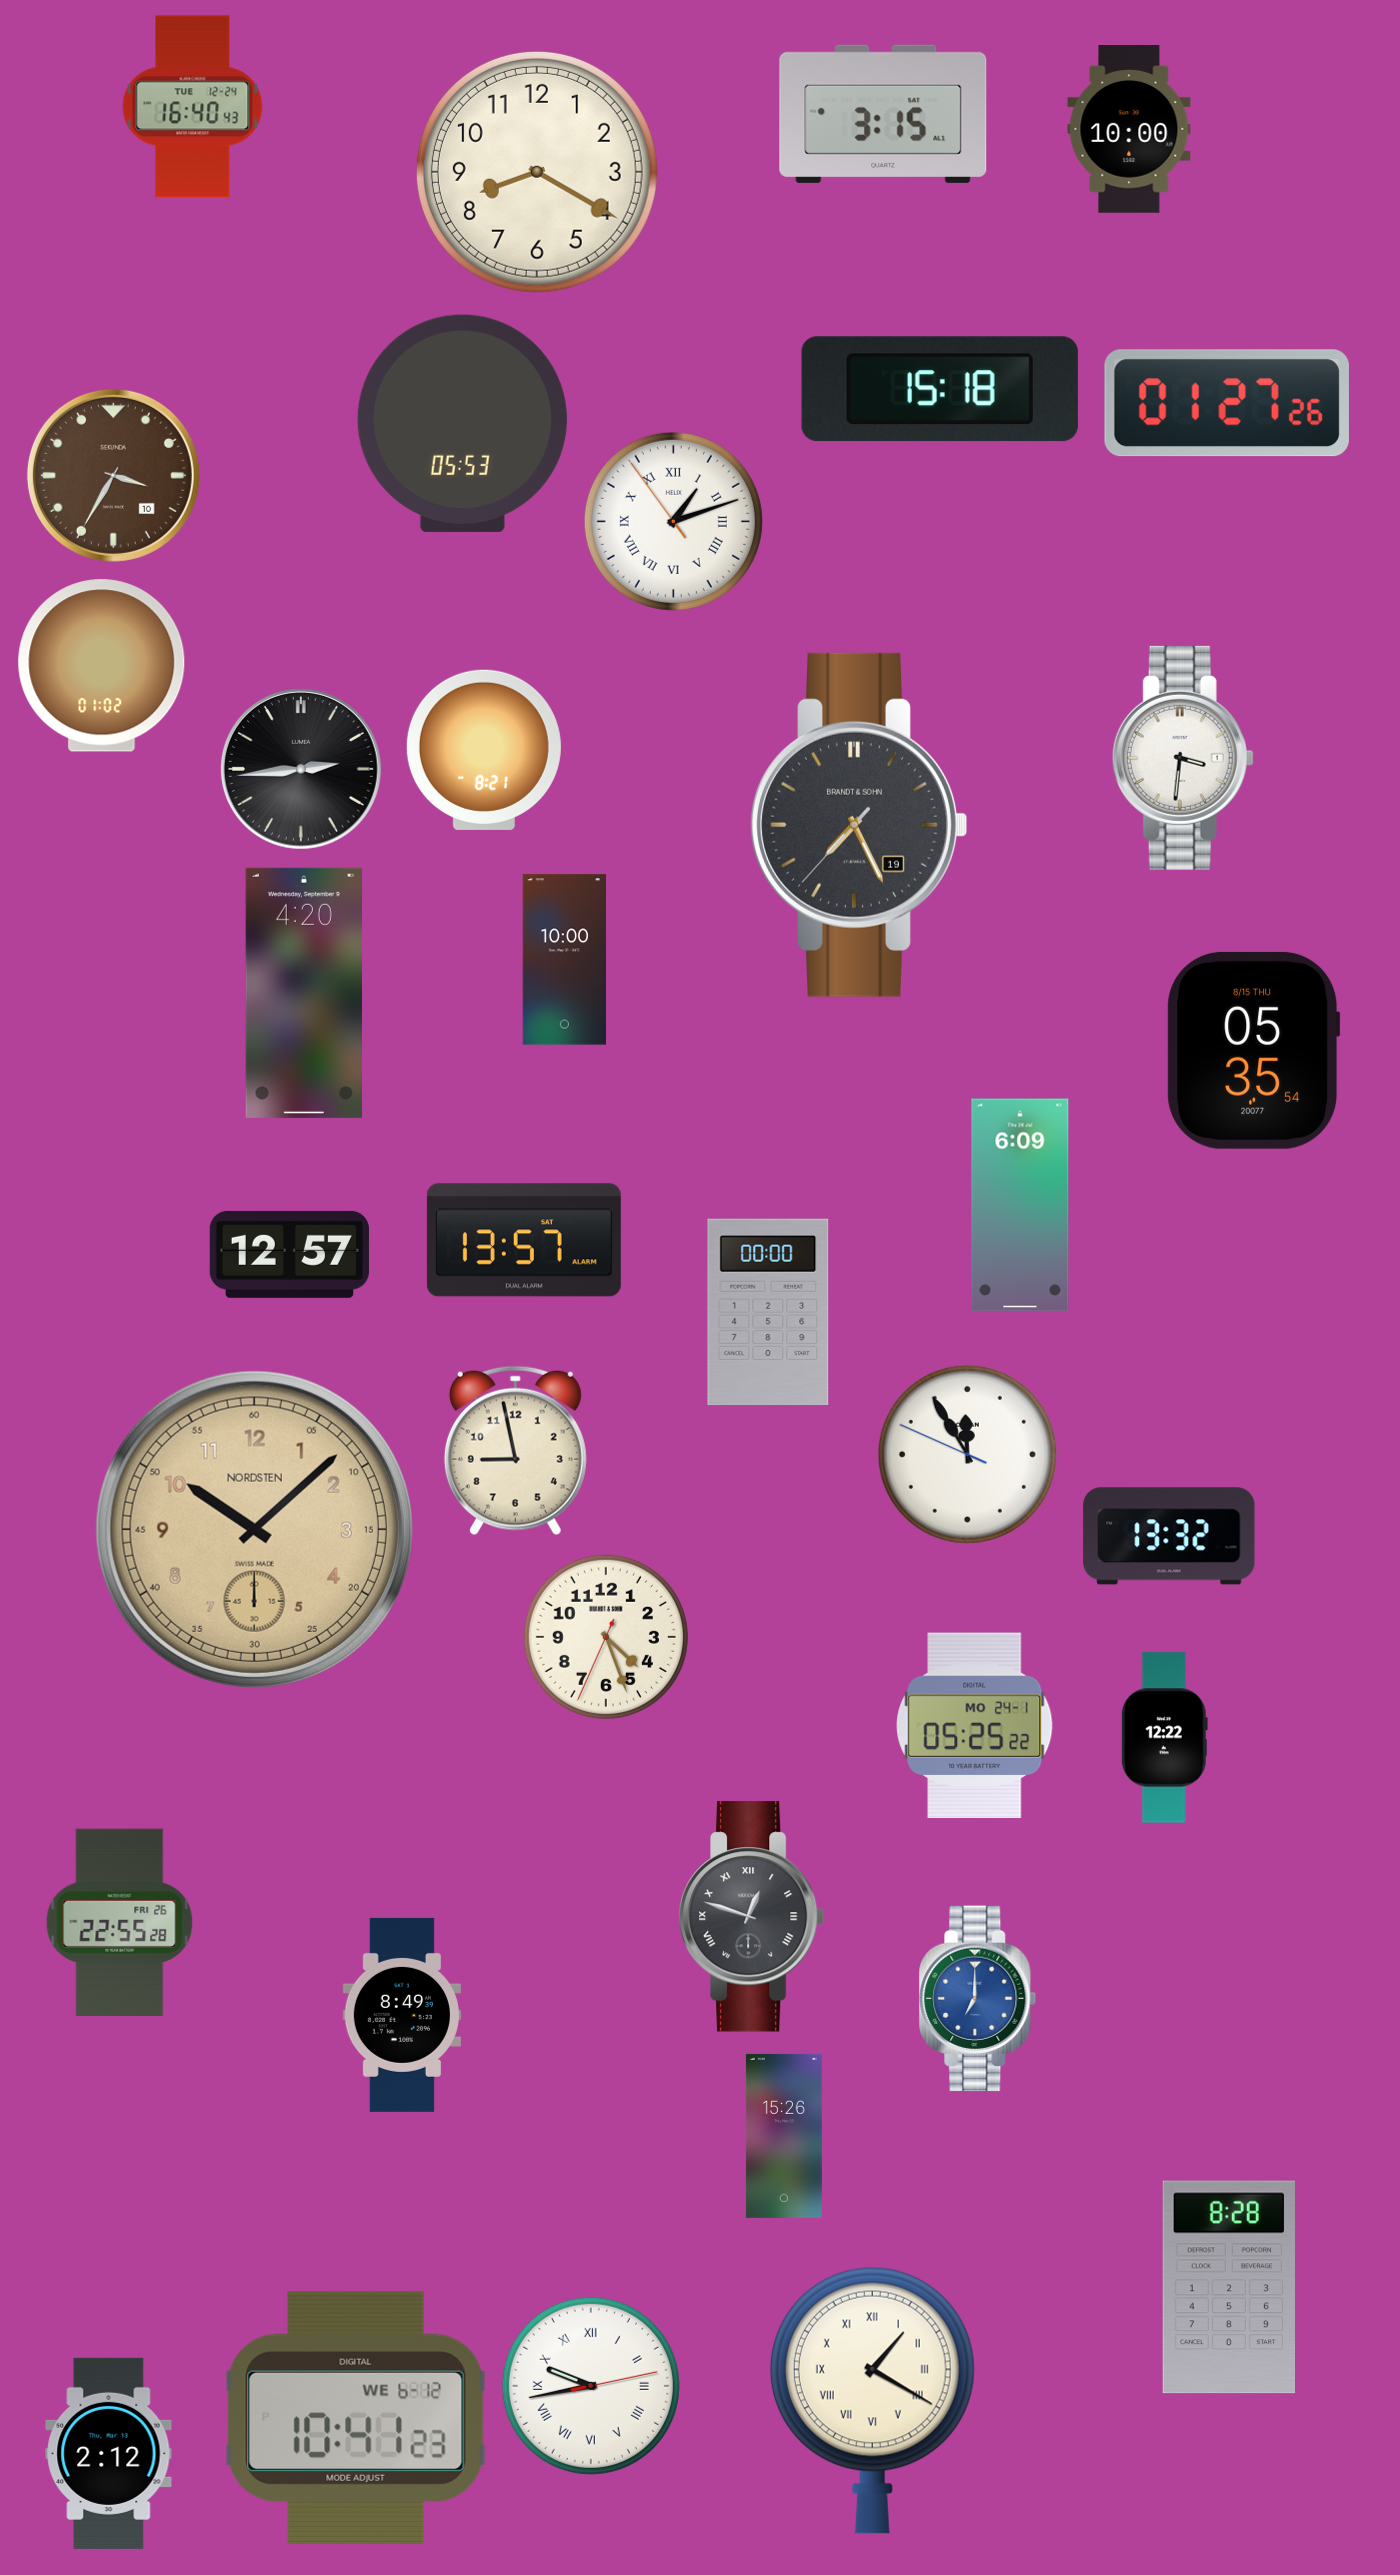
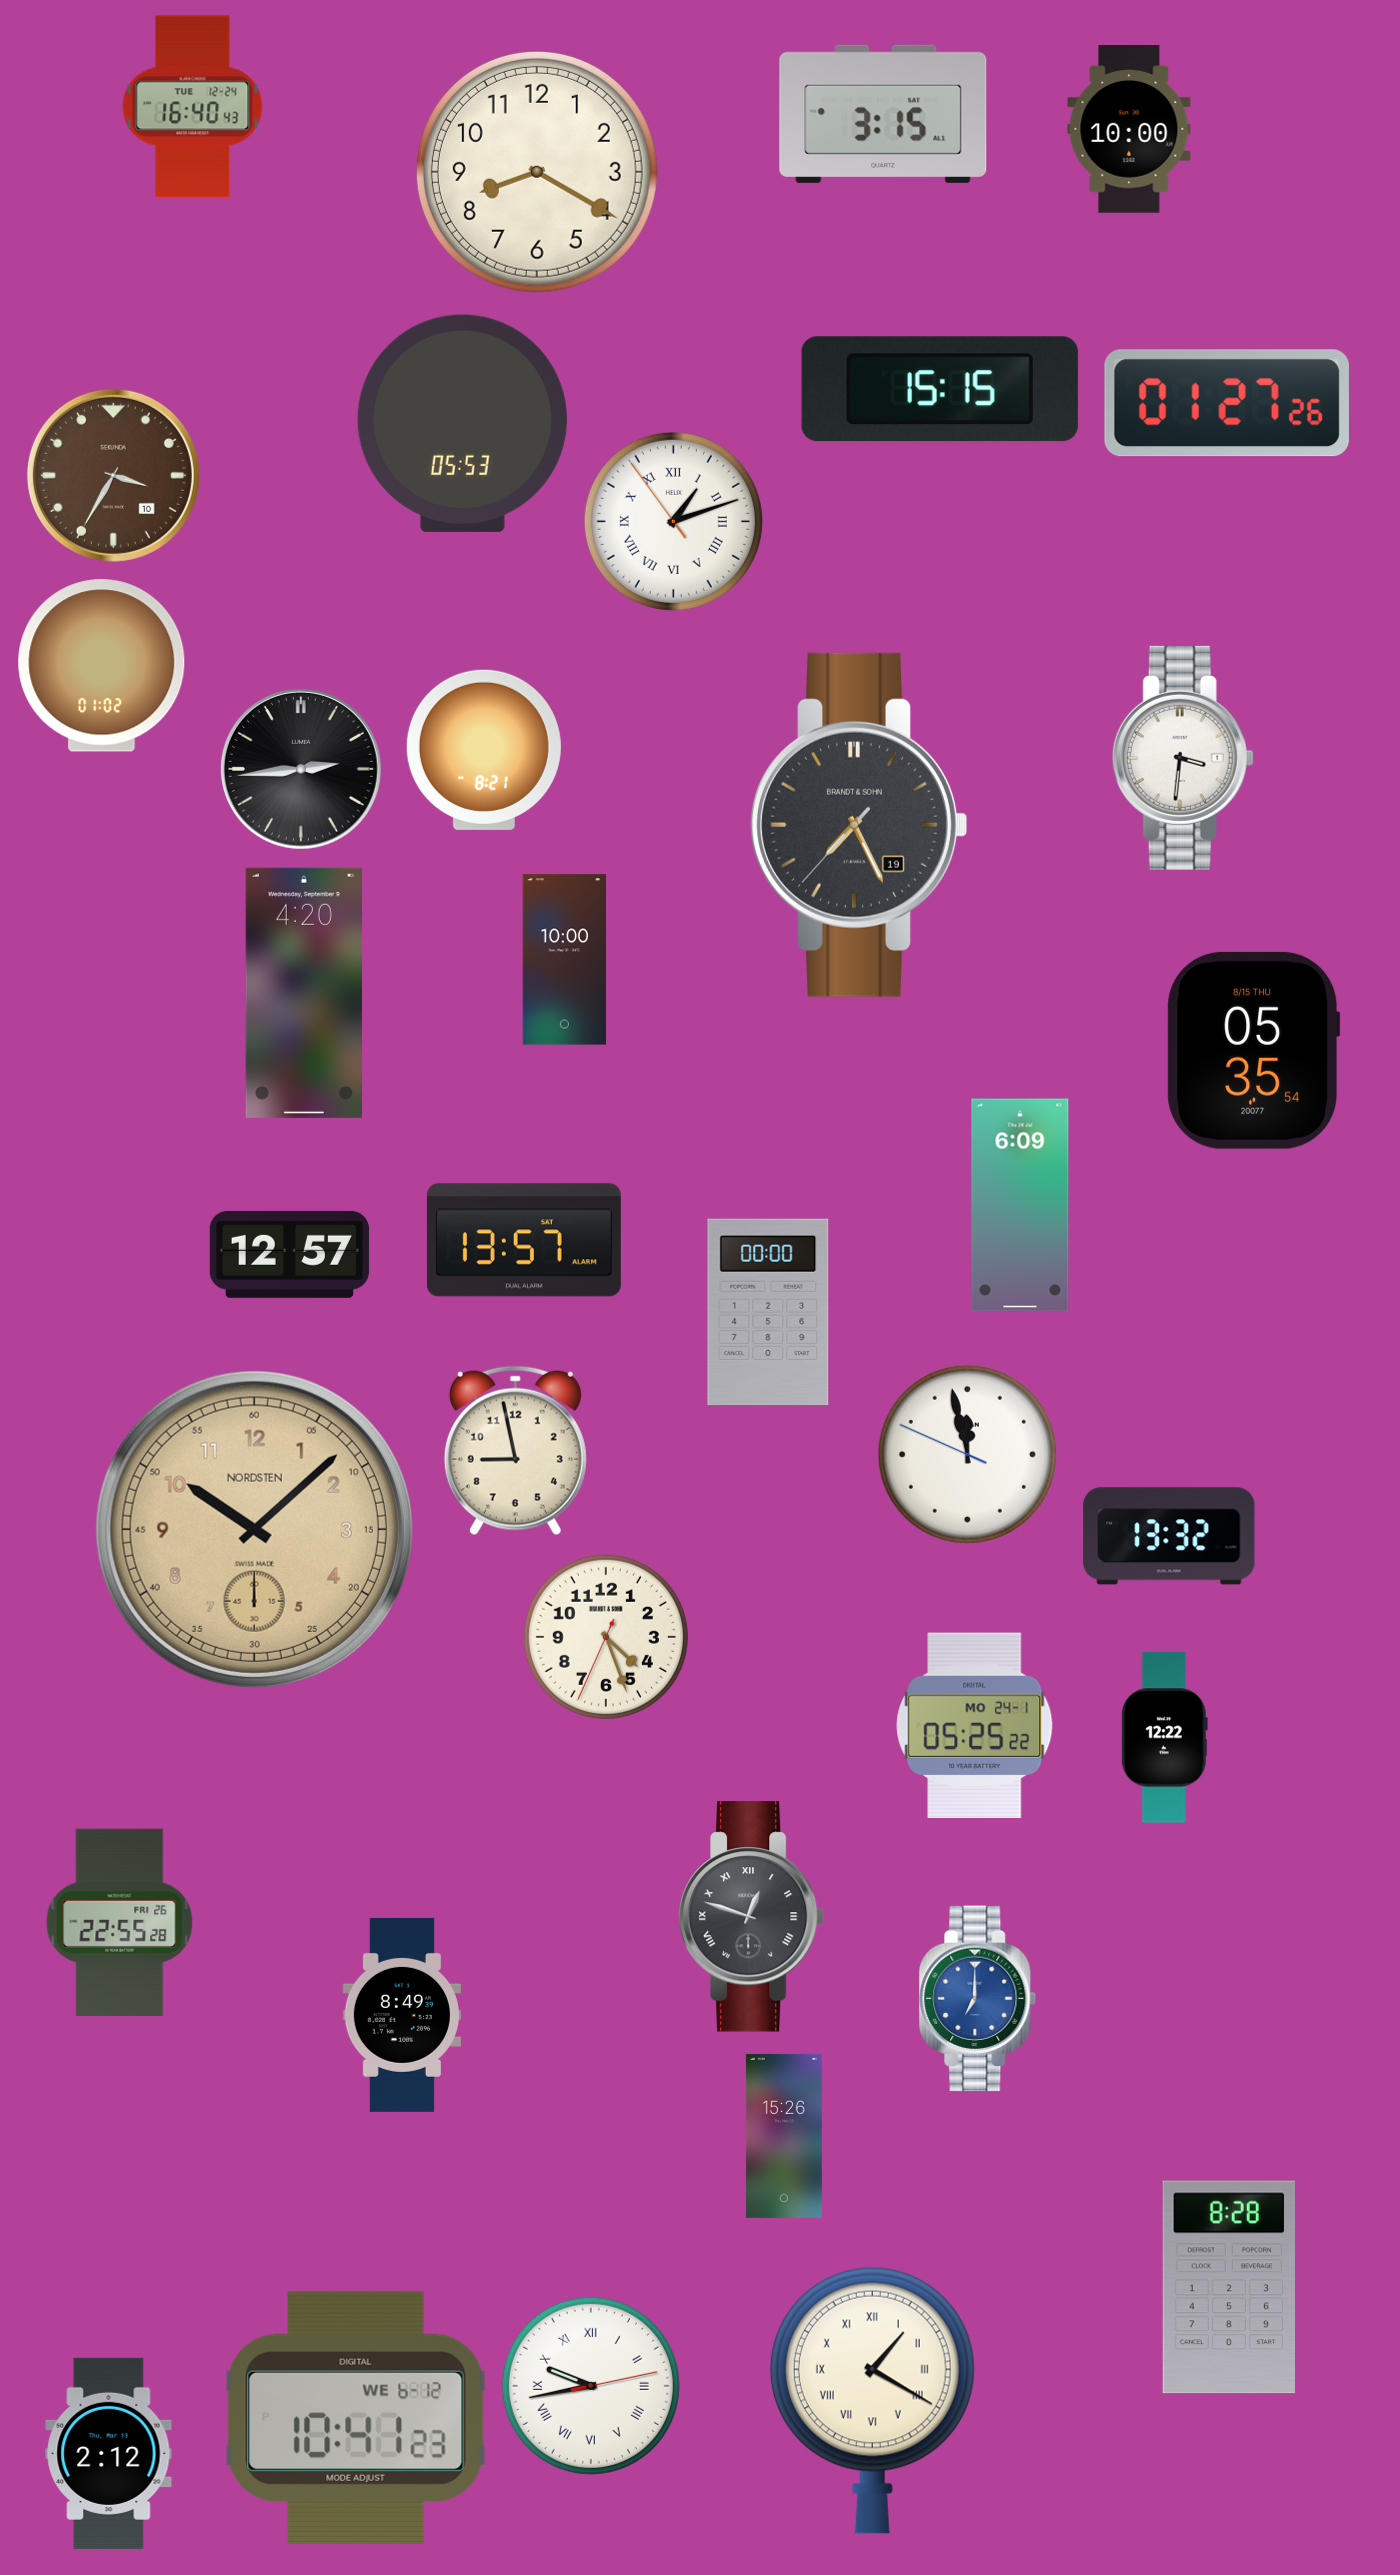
clock at (940, 389): 15:18 -> 15:15
clock at (967, 1454): 11:54 -> 11:57
